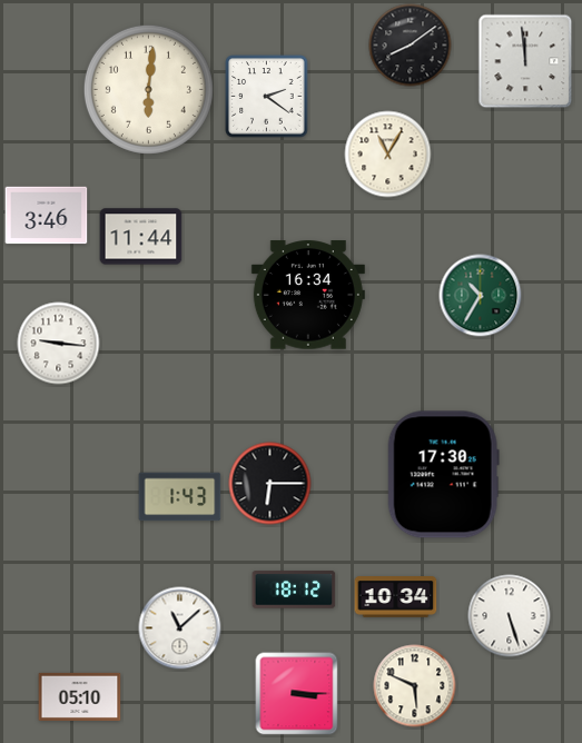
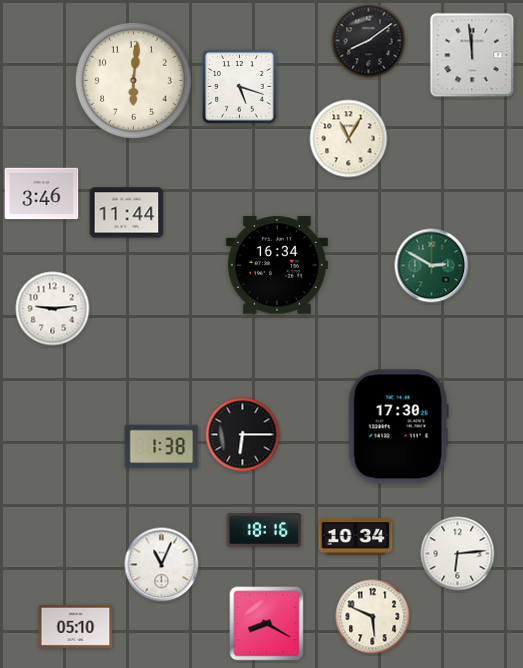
clock at (267, 97): 2:21 -> 5:18
clock at (481, 296): 10:35 -> 2:50
clock at (59, 344): 9:16 -> 9:14
clock at (180, 497): 1:43 -> 1:38
clock at (294, 590): 18:12 -> 18:16
clock at (510, 616): 5:27 -> 6:14
clock at (180, 628): 11:08 -> 11:04
clock at (297, 694): 3:15 -> 8:20
clock at (80, 696) position: (80, 696) -> (76, 626)
